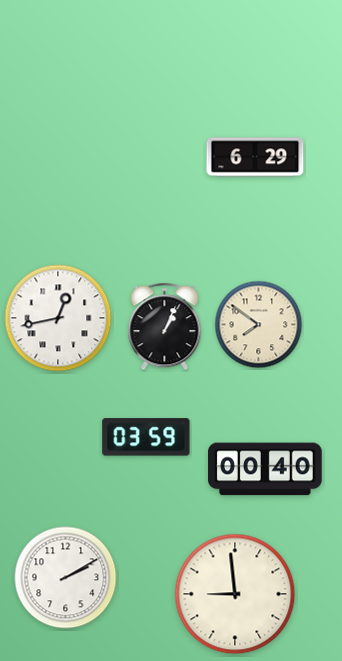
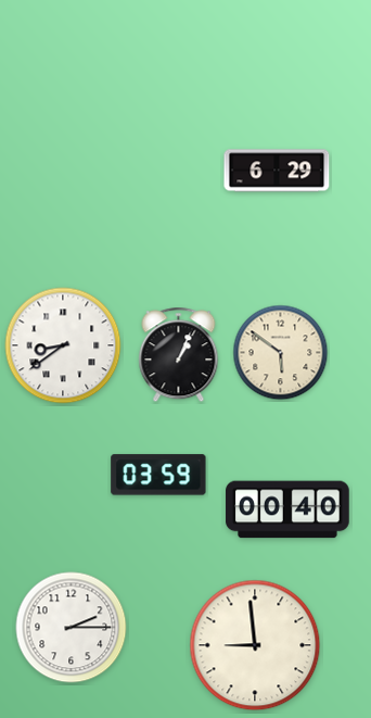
clock at (58, 318): 12:43 -> 8:39
clock at (259, 325): 7:51 -> 5:51
clock at (66, 578): 2:10 -> 2:15
